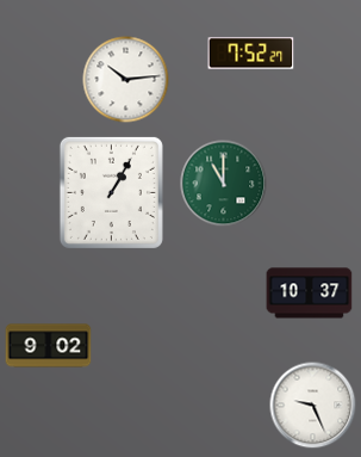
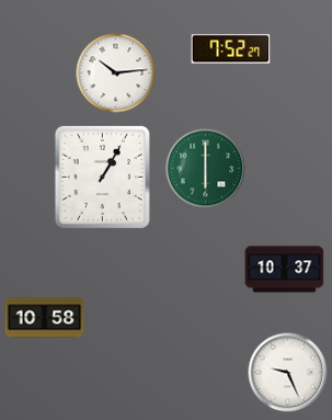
clock at (224, 184): 11:00 -> 6:00
clock at (49, 346): 9:02 -> 10:58
